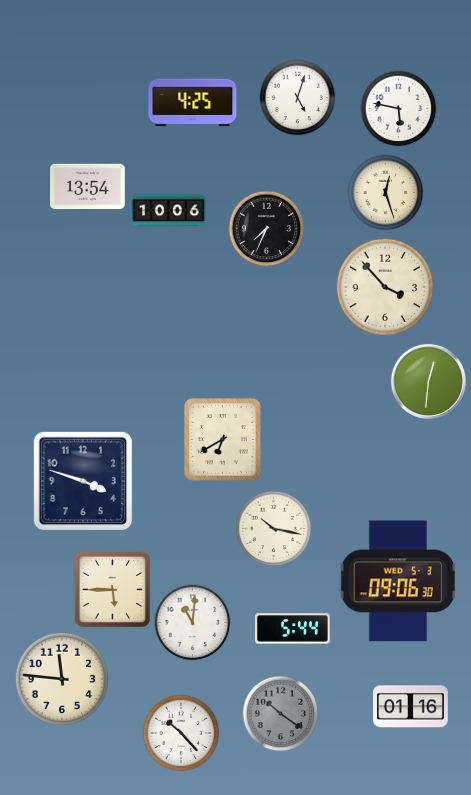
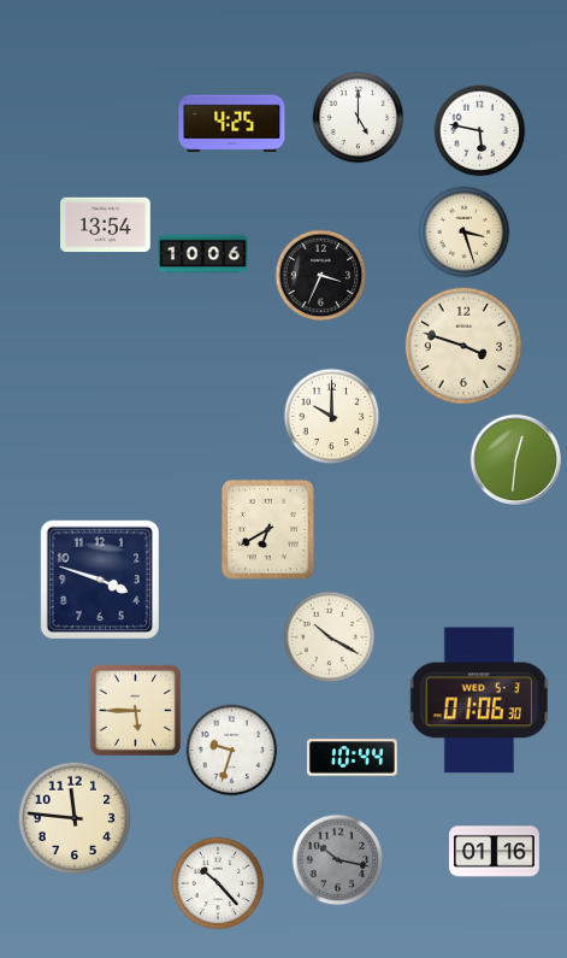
clock at (298, 98): 5:03 -> 5:00
clock at (386, 193): 12:27 -> 3:27
clock at (267, 229): 7:34 -> 3:34
clock at (385, 287): 3:53 -> 3:48
clock at (332, 417): none -> 10:00
clock at (274, 529): 10:17 -> 10:20
clock at (398, 581): 09:06 -> 01:06
clock at (193, 623): 11:01 -> 9:33
clock at (293, 629): 5:44 -> 10:44
clock at (281, 714): 10:21 -> 10:17
